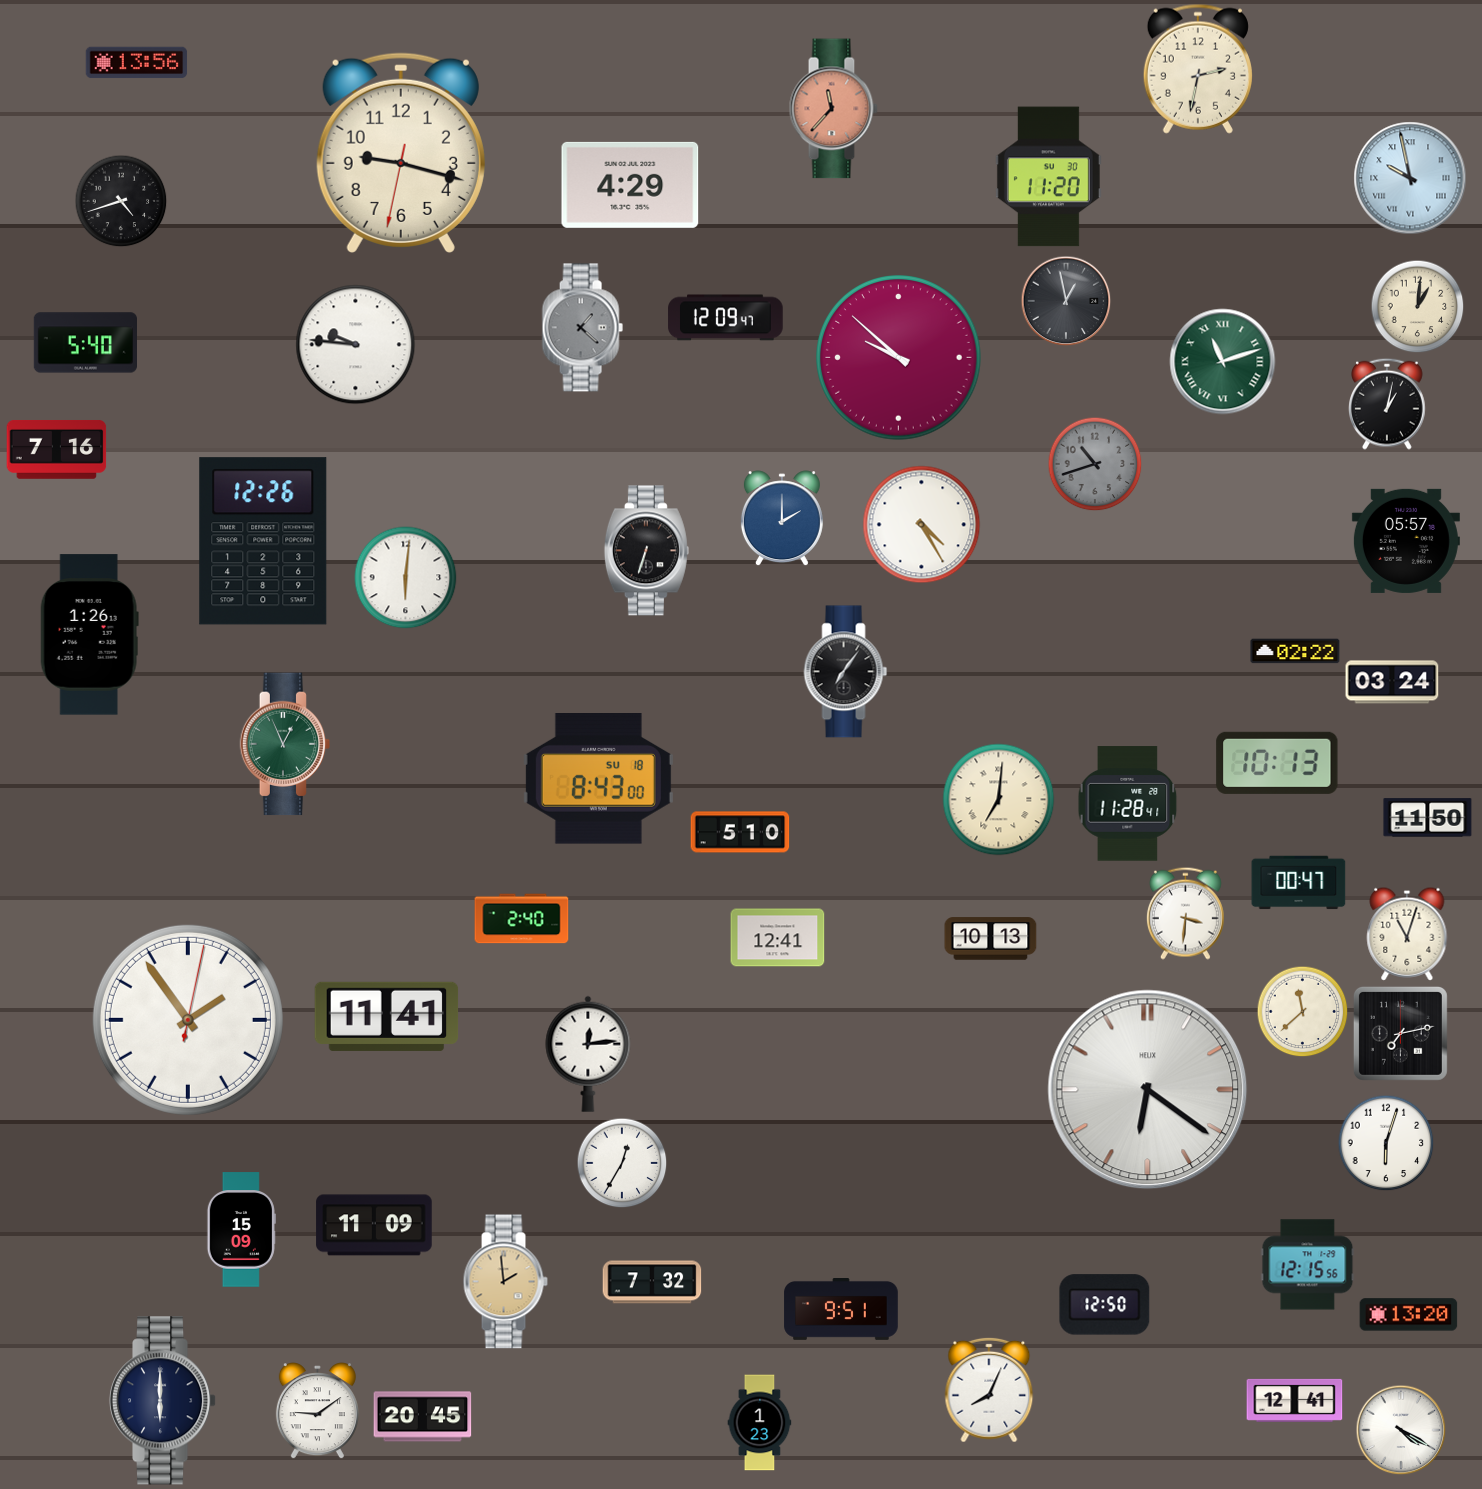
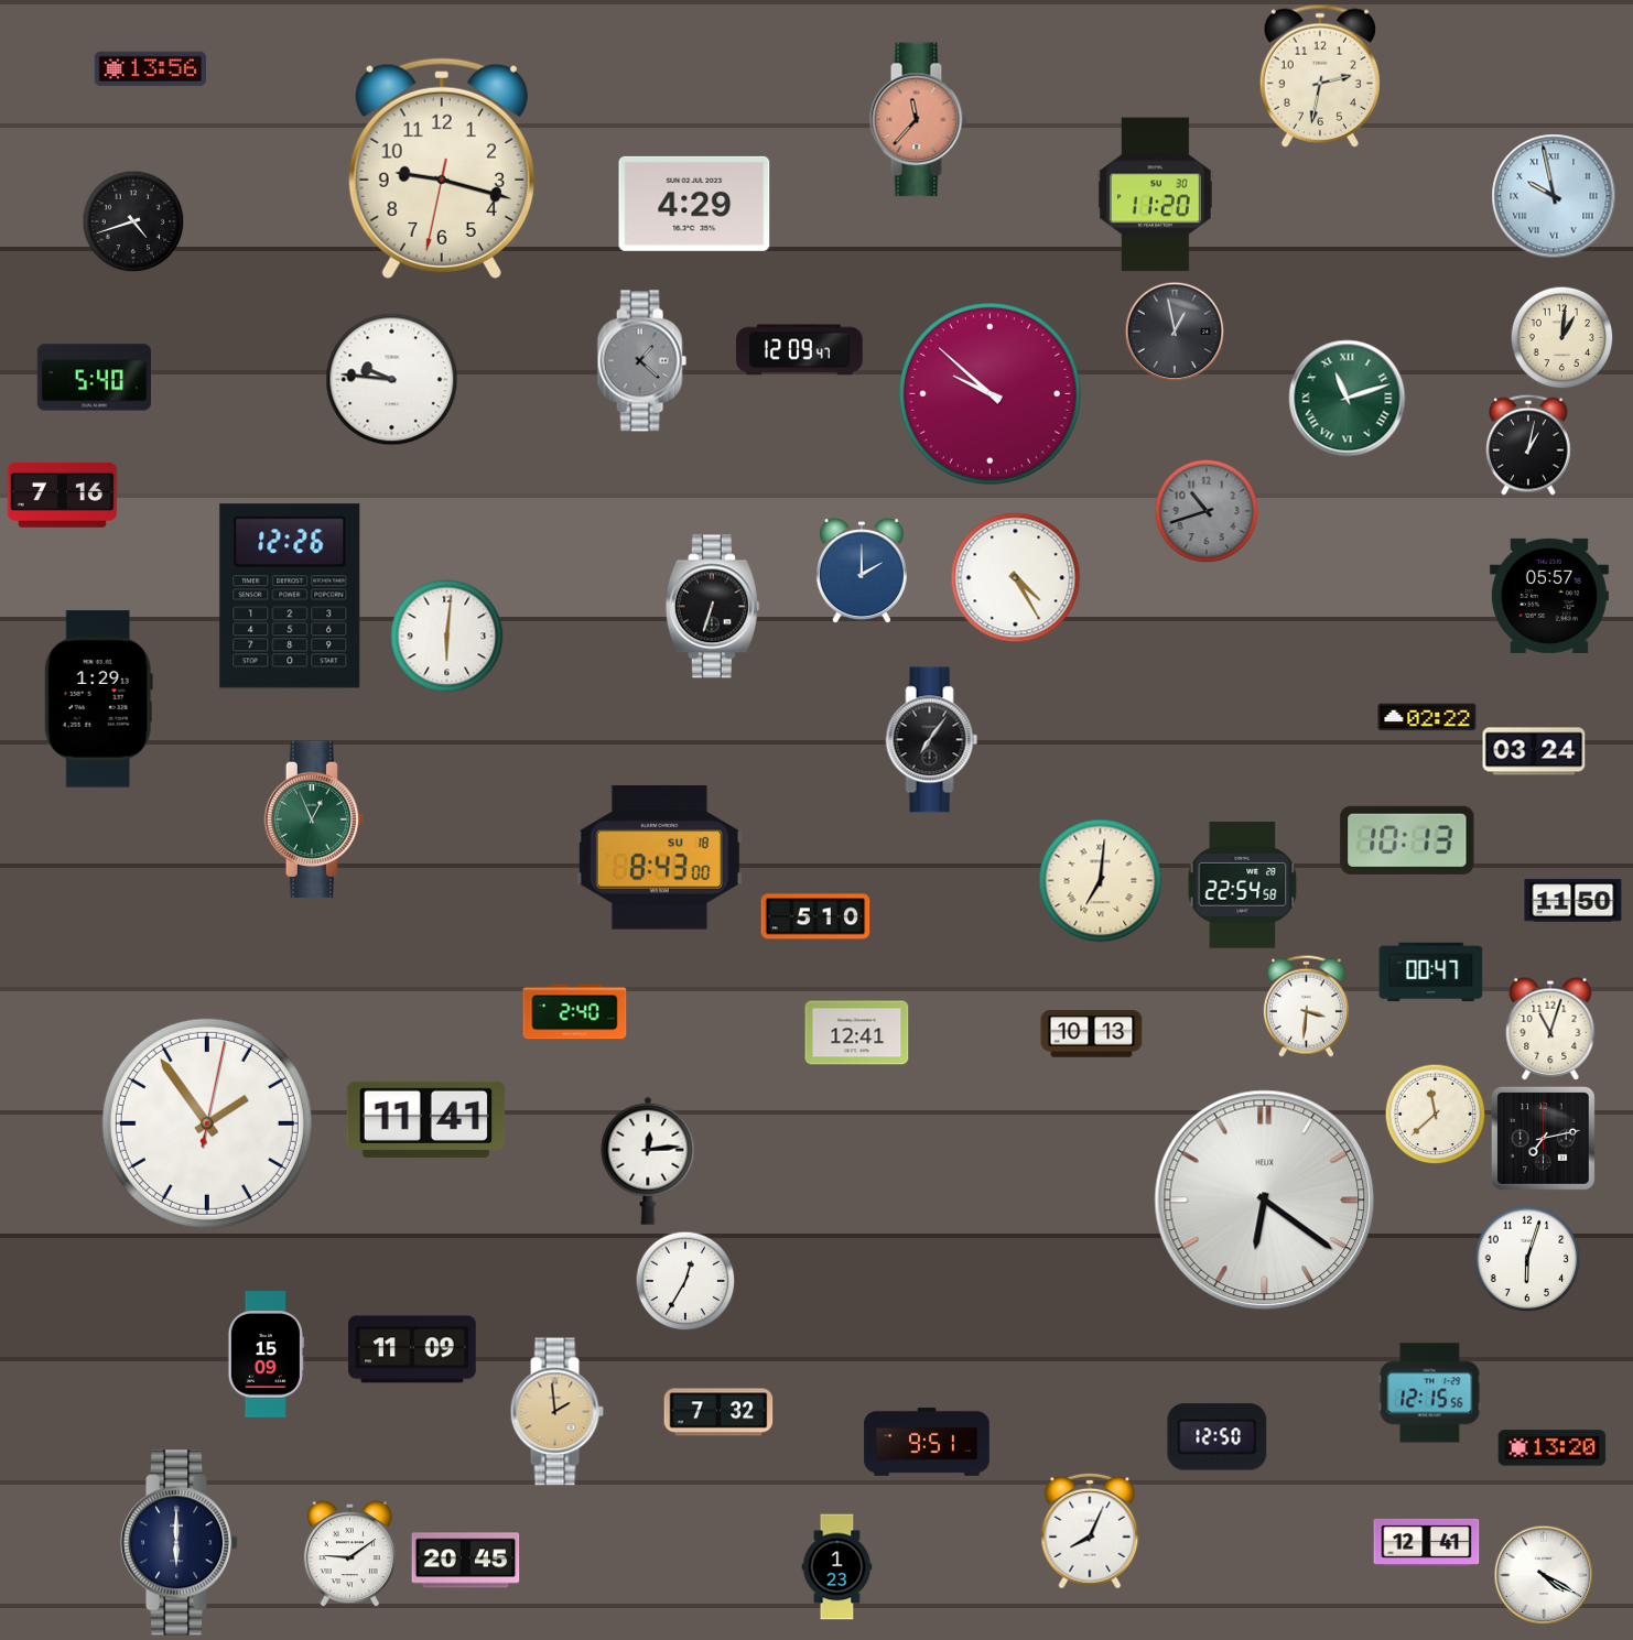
clock at (89, 635): 1:26 -> 1:29
clock at (1128, 804): 11:28 -> 22:54
clock at (1308, 1265) position: (1308, 1265) -> (1430, 1393)
